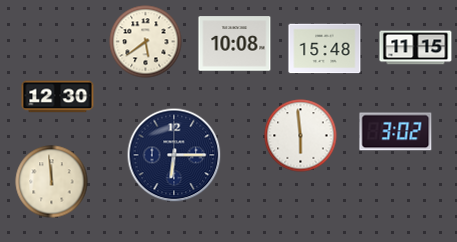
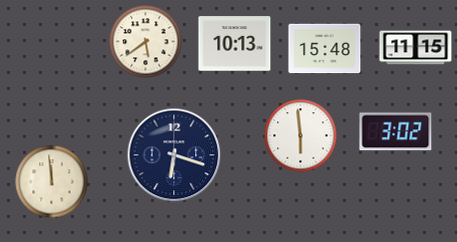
clock at (235, 44): 10:08 -> 10:13
clock at (58, 97): 12:30 -> none
clock at (174, 155): 6:15 -> 6:18
